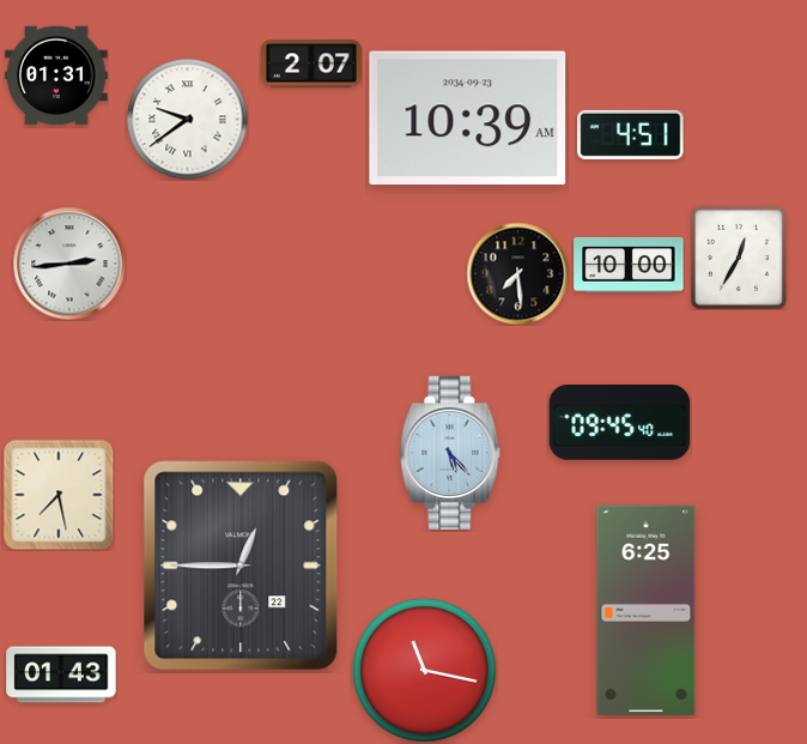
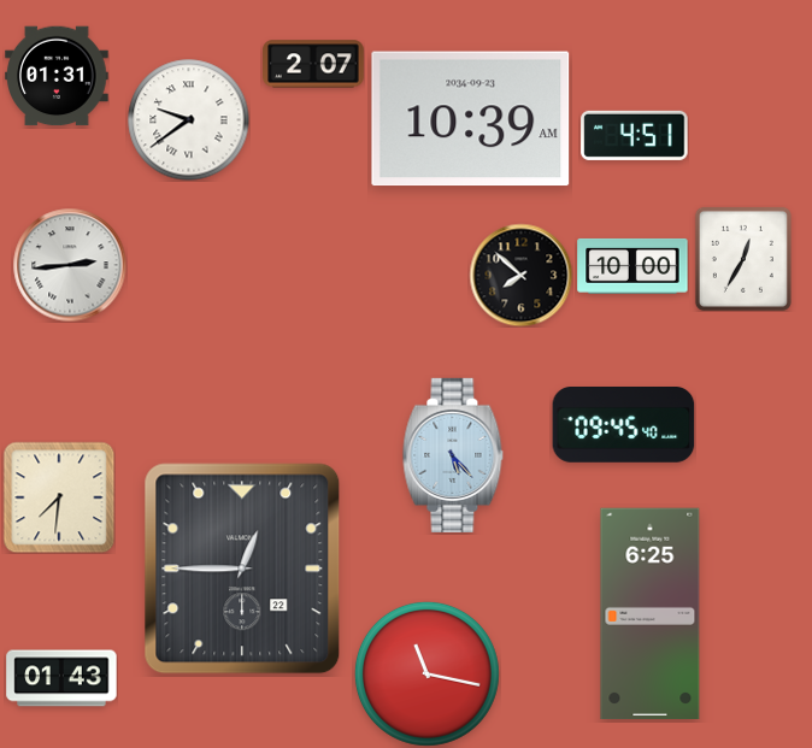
clock at (517, 273): 7:29 -> 7:52
clock at (59, 495): 7:28 -> 7:31
